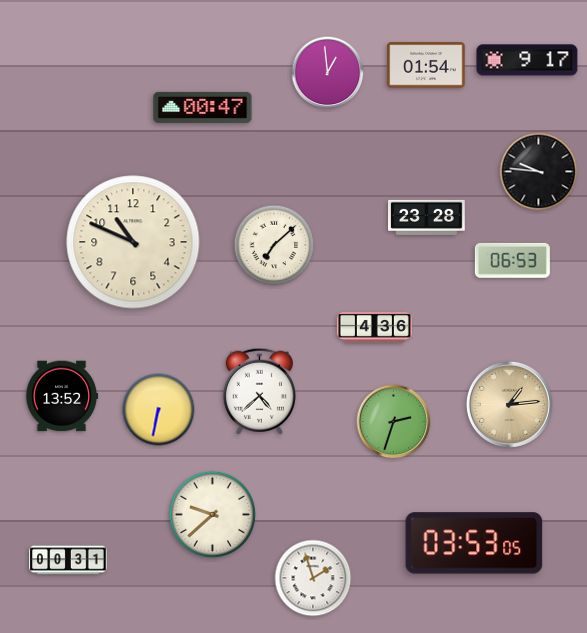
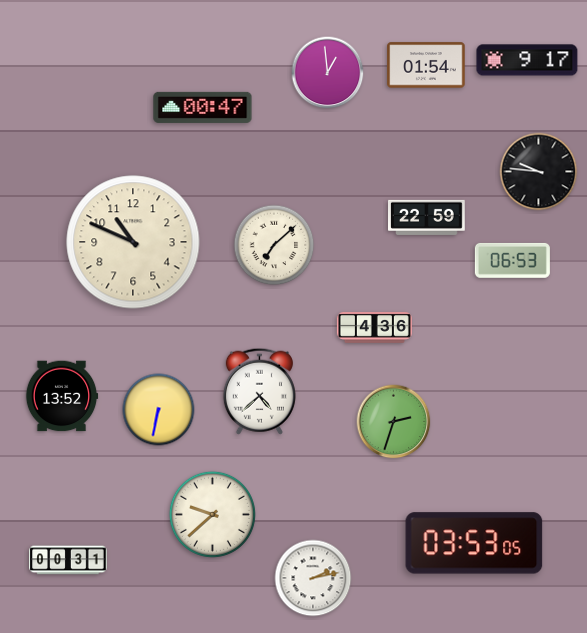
clock at (427, 217): 23:28 -> 22:59
clock at (509, 404): 1:14 -> none
clock at (313, 578): 1:57 -> 2:13
